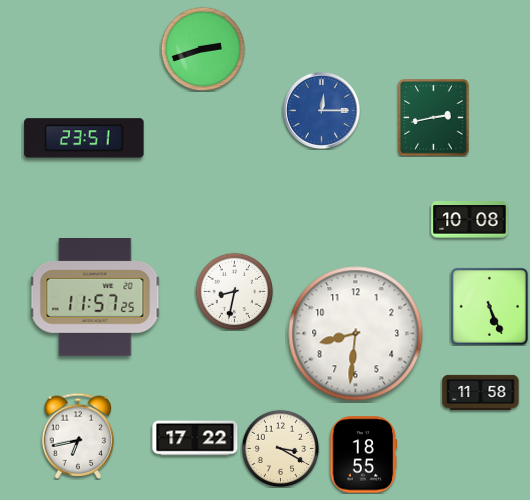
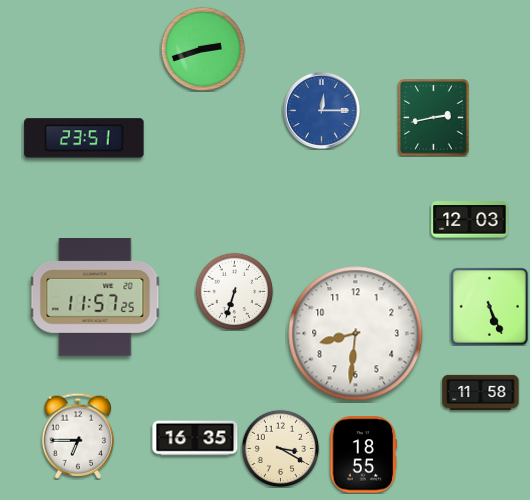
clock at (470, 220): 10:08 -> 12:03
clock at (234, 291): 8:32 -> 6:33
clock at (78, 436): 6:43 -> 6:45
clock at (195, 438): 17:22 -> 16:35
